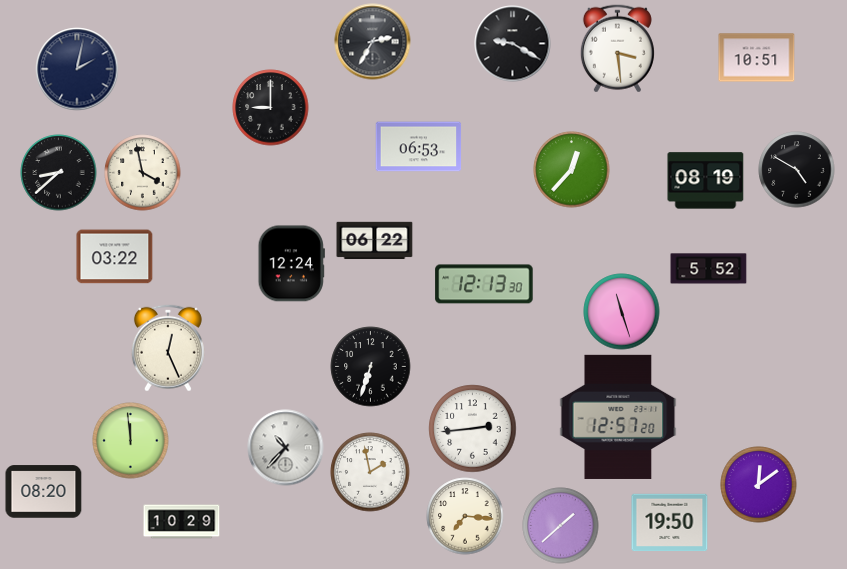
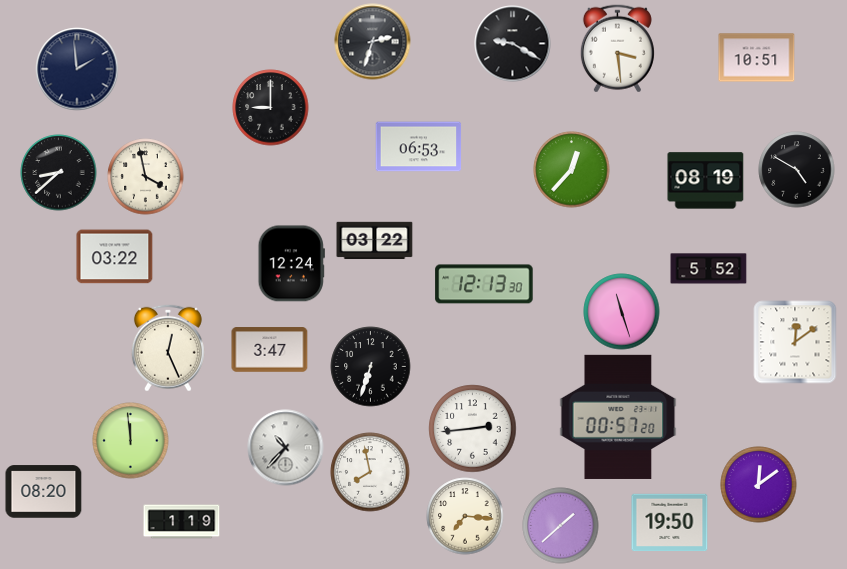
clock at (373, 42): 2:35 -> 2:33
clock at (77, 69): 2:02 -> 1:59
clock at (143, 173) position: (143, 173) -> (146, 177)
clock at (375, 241): 06:22 -> 03:22
clock at (795, 342): none -> 12:09
clock at (270, 350): none -> 3:47
clock at (618, 417): 12:57 -> 00:57
clock at (370, 472): 1:58 -> 7:58
clock at (182, 522): 10:29 -> 1:19
